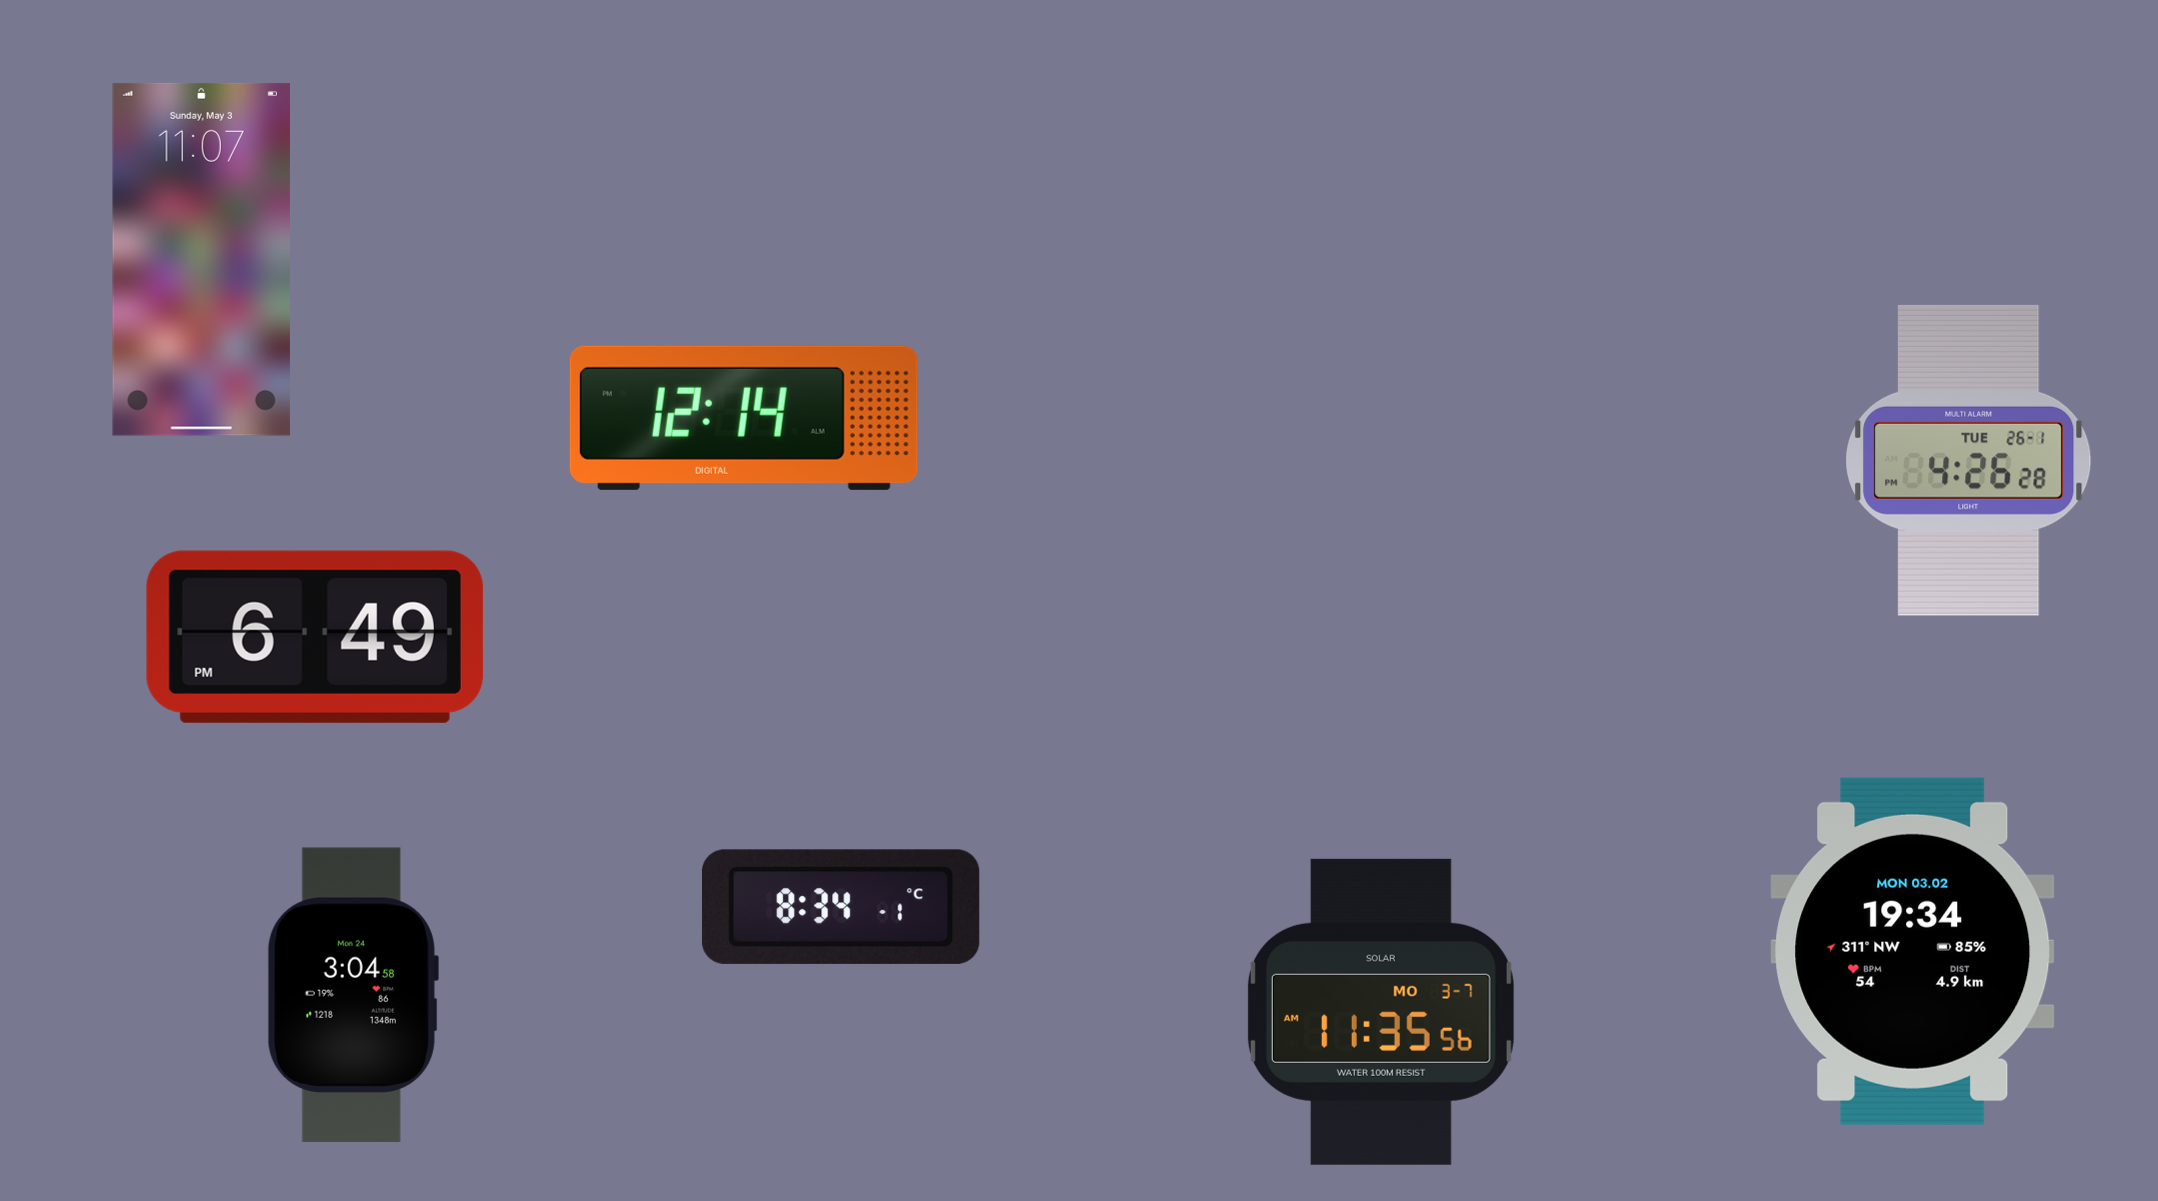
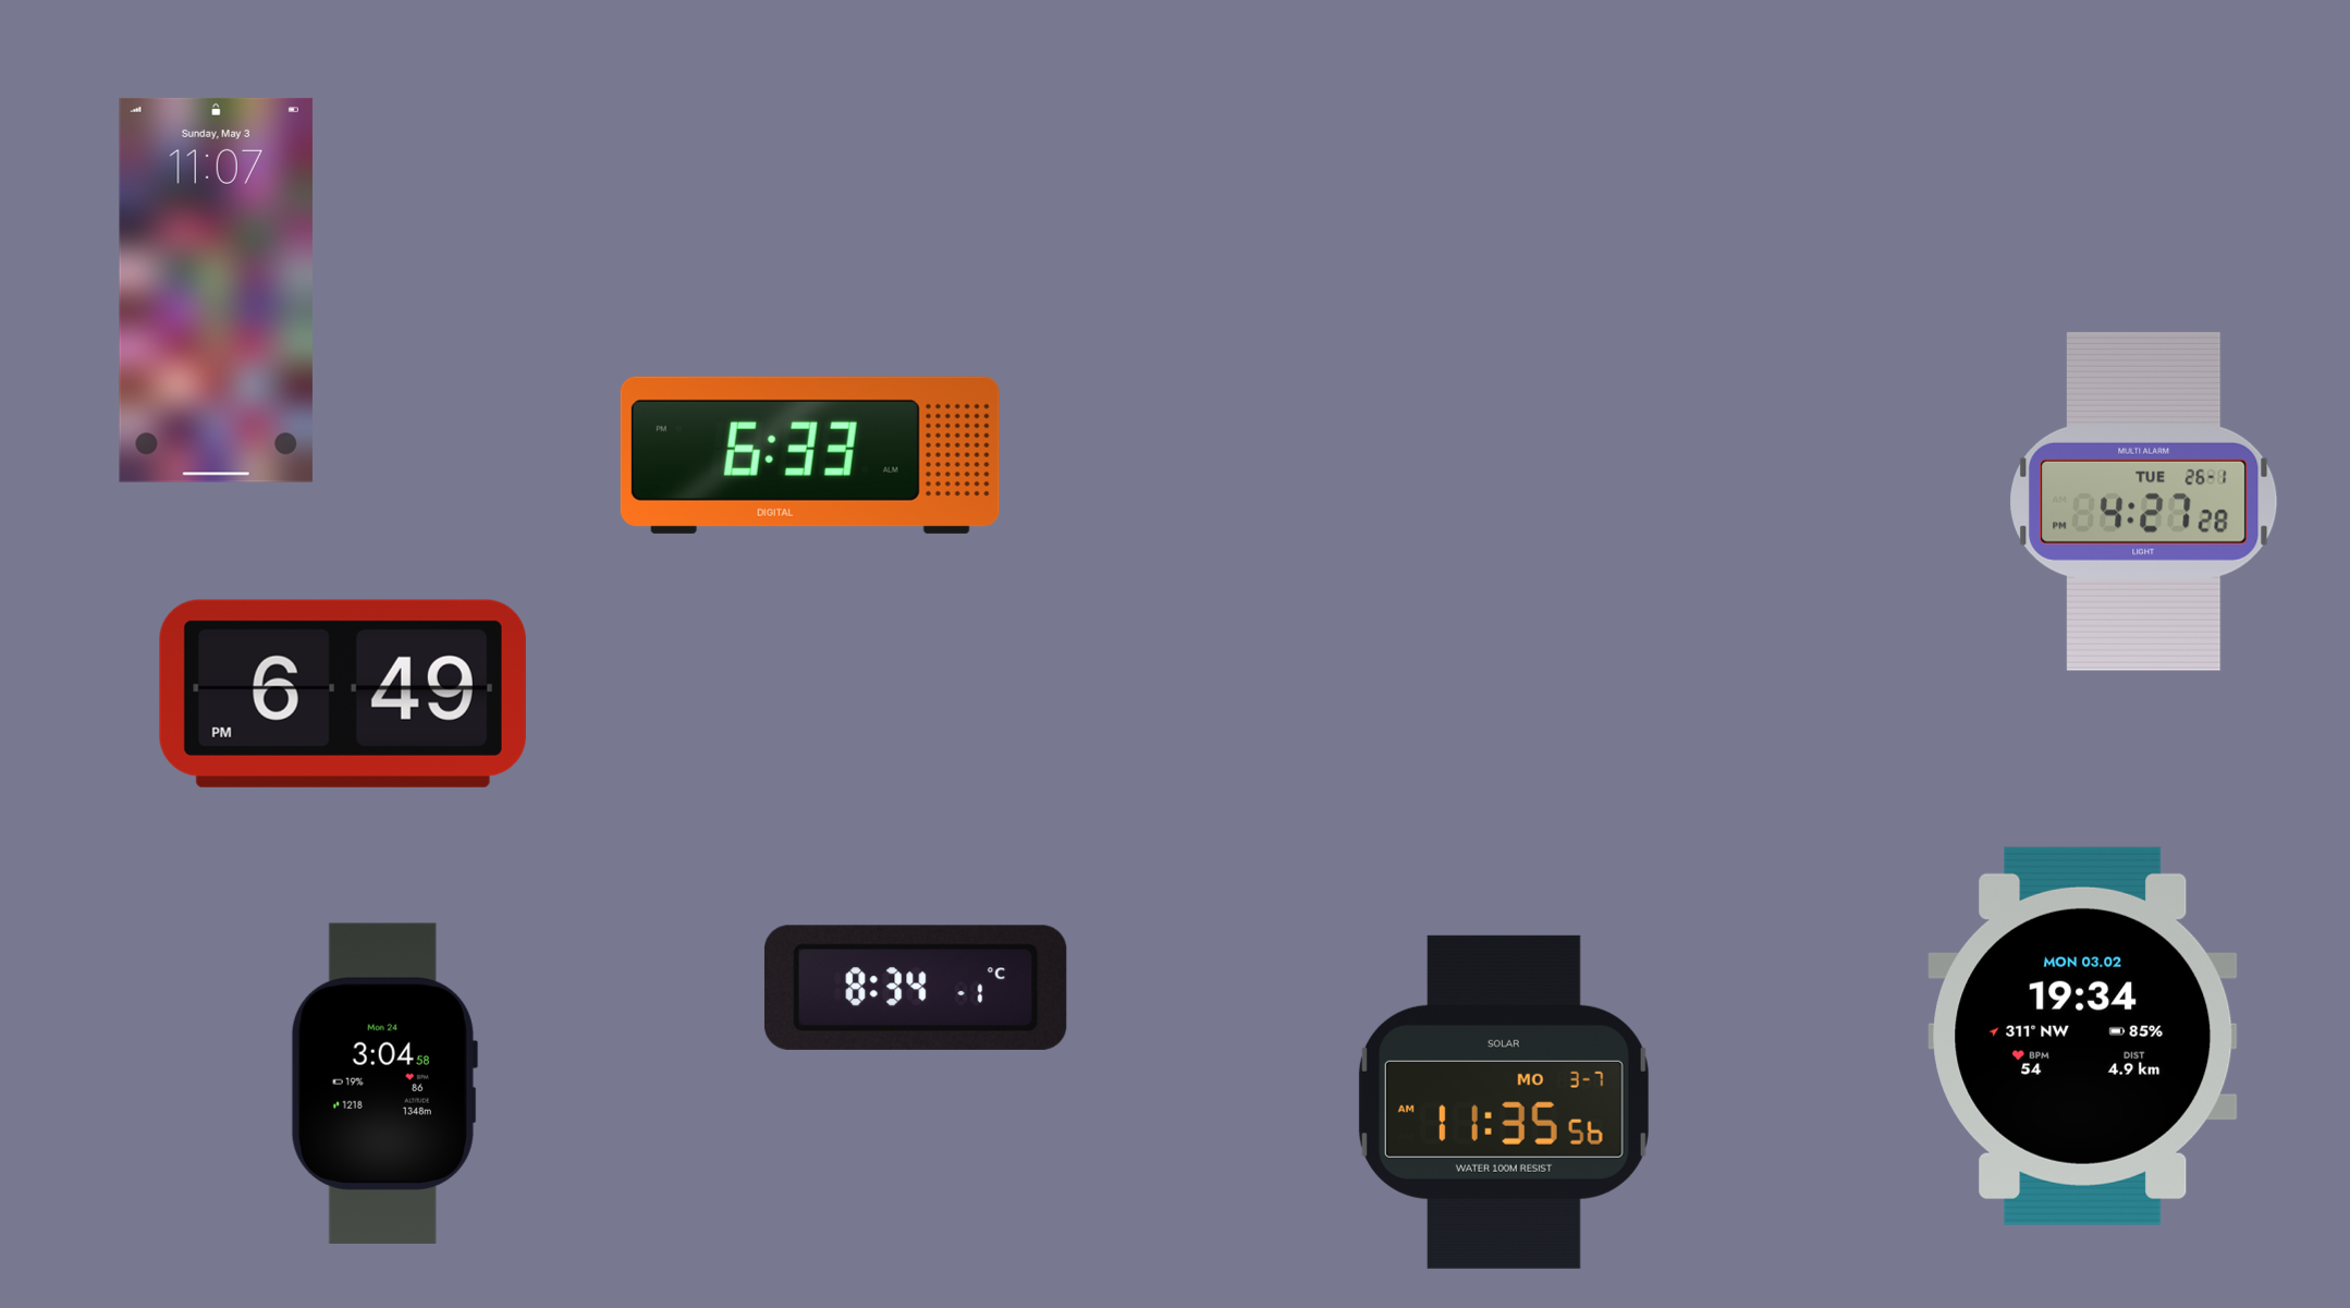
clock at (201, 259) position: (201, 259) -> (216, 290)
clock at (744, 418): 12:14 -> 6:33
clock at (1969, 460): 4:26 -> 4:27
